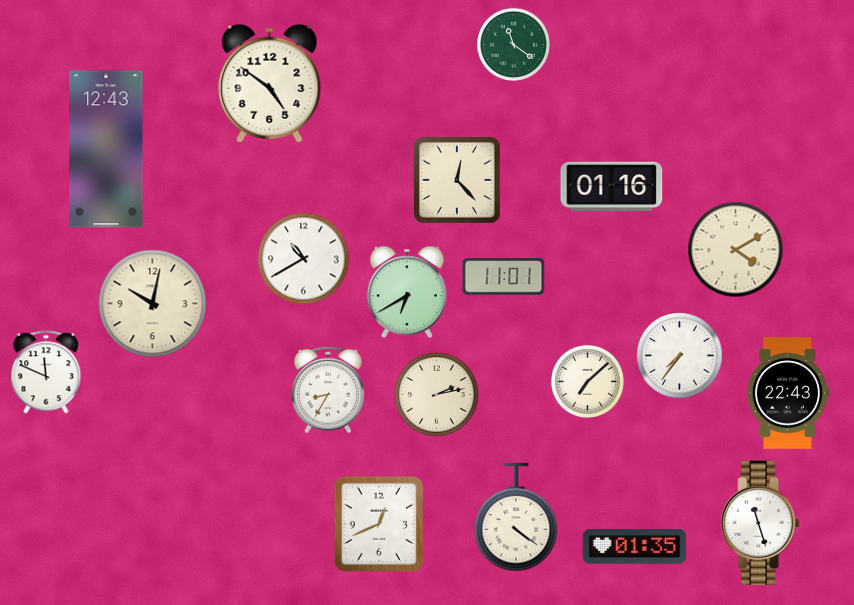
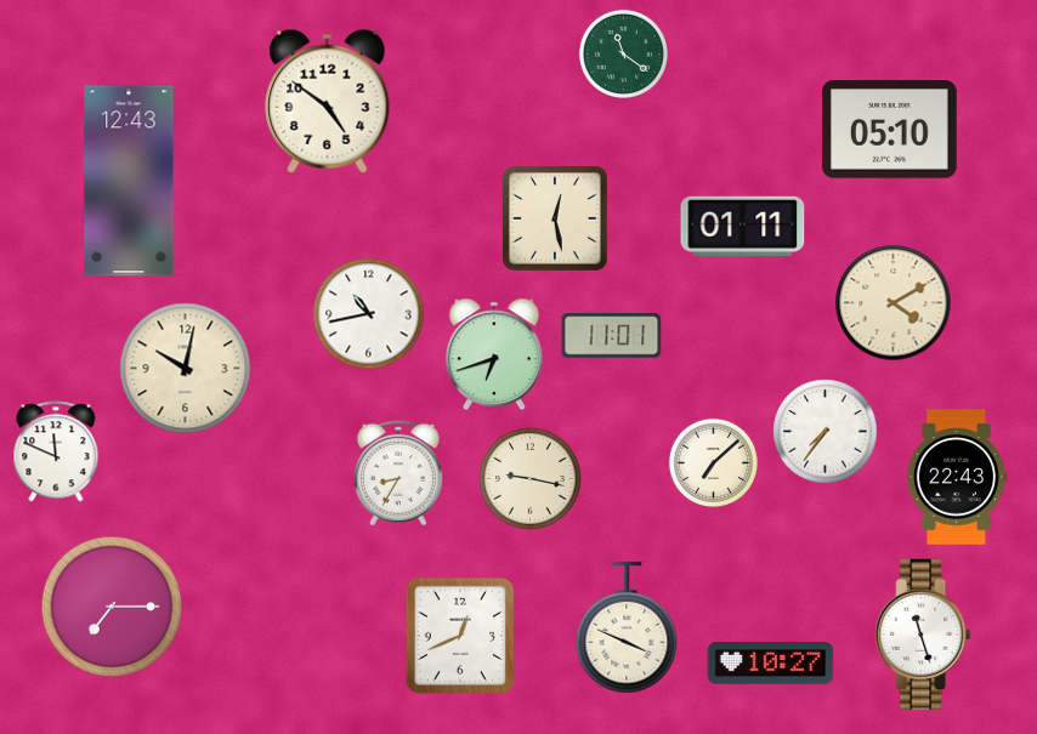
clock at (890, 130): none -> 05:10
clock at (457, 180): 12:23 -> 12:28
clock at (612, 186): 01:16 -> 01:11
clock at (304, 259): 10:40 -> 10:43
clock at (407, 292): 6:40 -> 6:42
clock at (437, 395): 2:13 -> 9:17
clock at (112, 607): none -> 7:15
clock at (516, 517): 4:21 -> 3:49
clock at (635, 547): 01:35 -> 10:27
